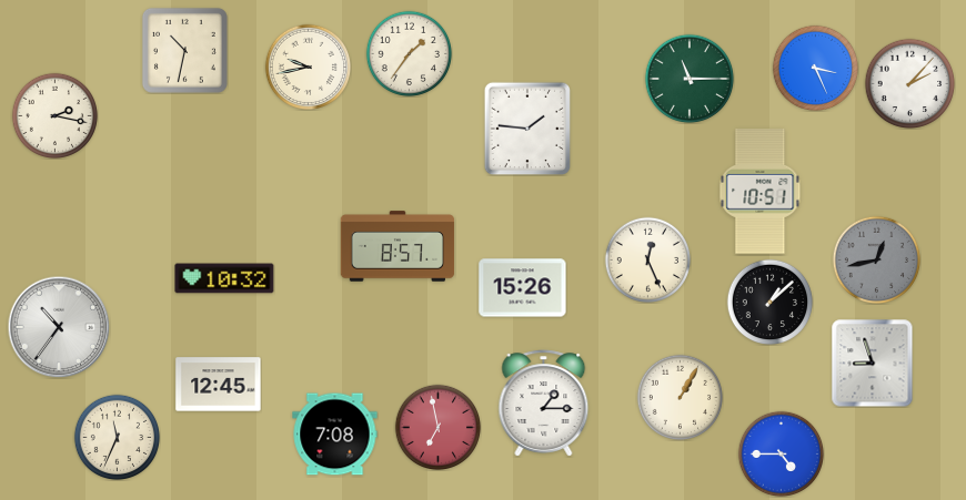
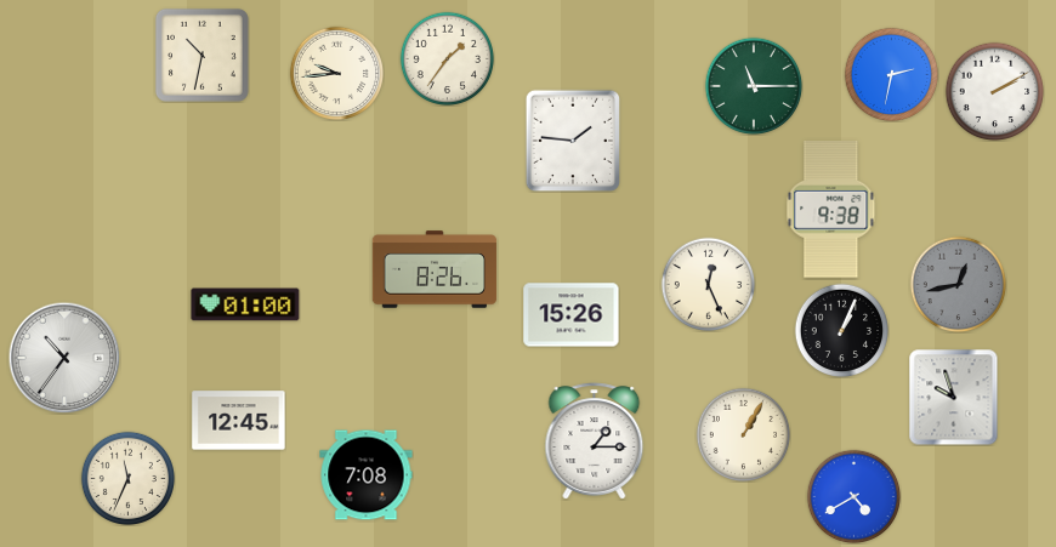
clock at (308, 67): 9:43 -> 9:44
clock at (815, 68): 3:26 -> 2:32
clock at (909, 83): 2:07 -> 2:10
clock at (54, 115): 2:17 -> none
clock at (527, 129) position: (527, 129) -> (573, 141)
clock at (761, 192): 10:51 -> 9:38
clock at (398, 246): 8:57 -> 8:26
clock at (224, 278): 10:32 -> 01:00
clock at (769, 302): 1:08 -> 1:04
clock at (873, 363): 8:57 -> 9:57
clock at (437, 427): 6:58 -> none
clock at (781, 453): 4:45 -> 4:40
